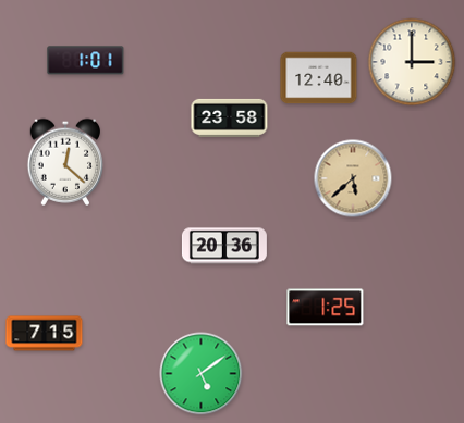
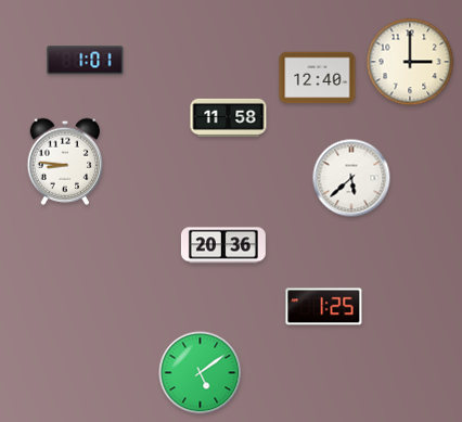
clock at (230, 117): 23:58 -> 11:58
clock at (64, 162): 12:22 -> 8:46
clock at (353, 178) dial: champagne -> white
clock at (45, 334): 7:15 -> none
